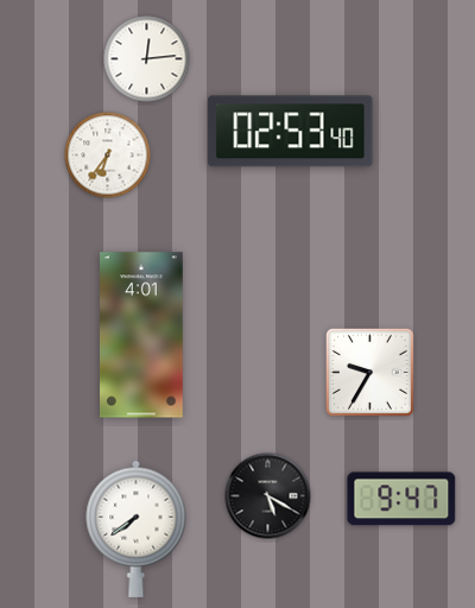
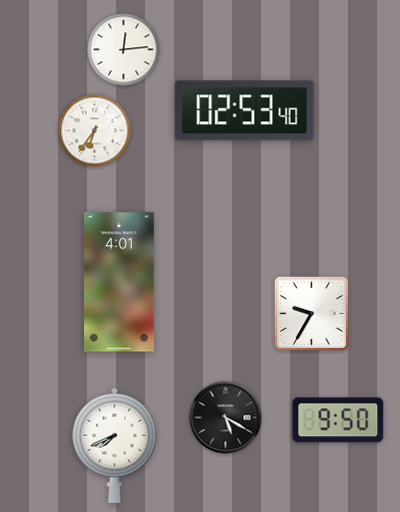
clock at (108, 156) position: (108, 156) -> (95, 131)
clock at (401, 499): 9:47 -> 9:50
clock at (137, 528): 7:39 -> 7:41
